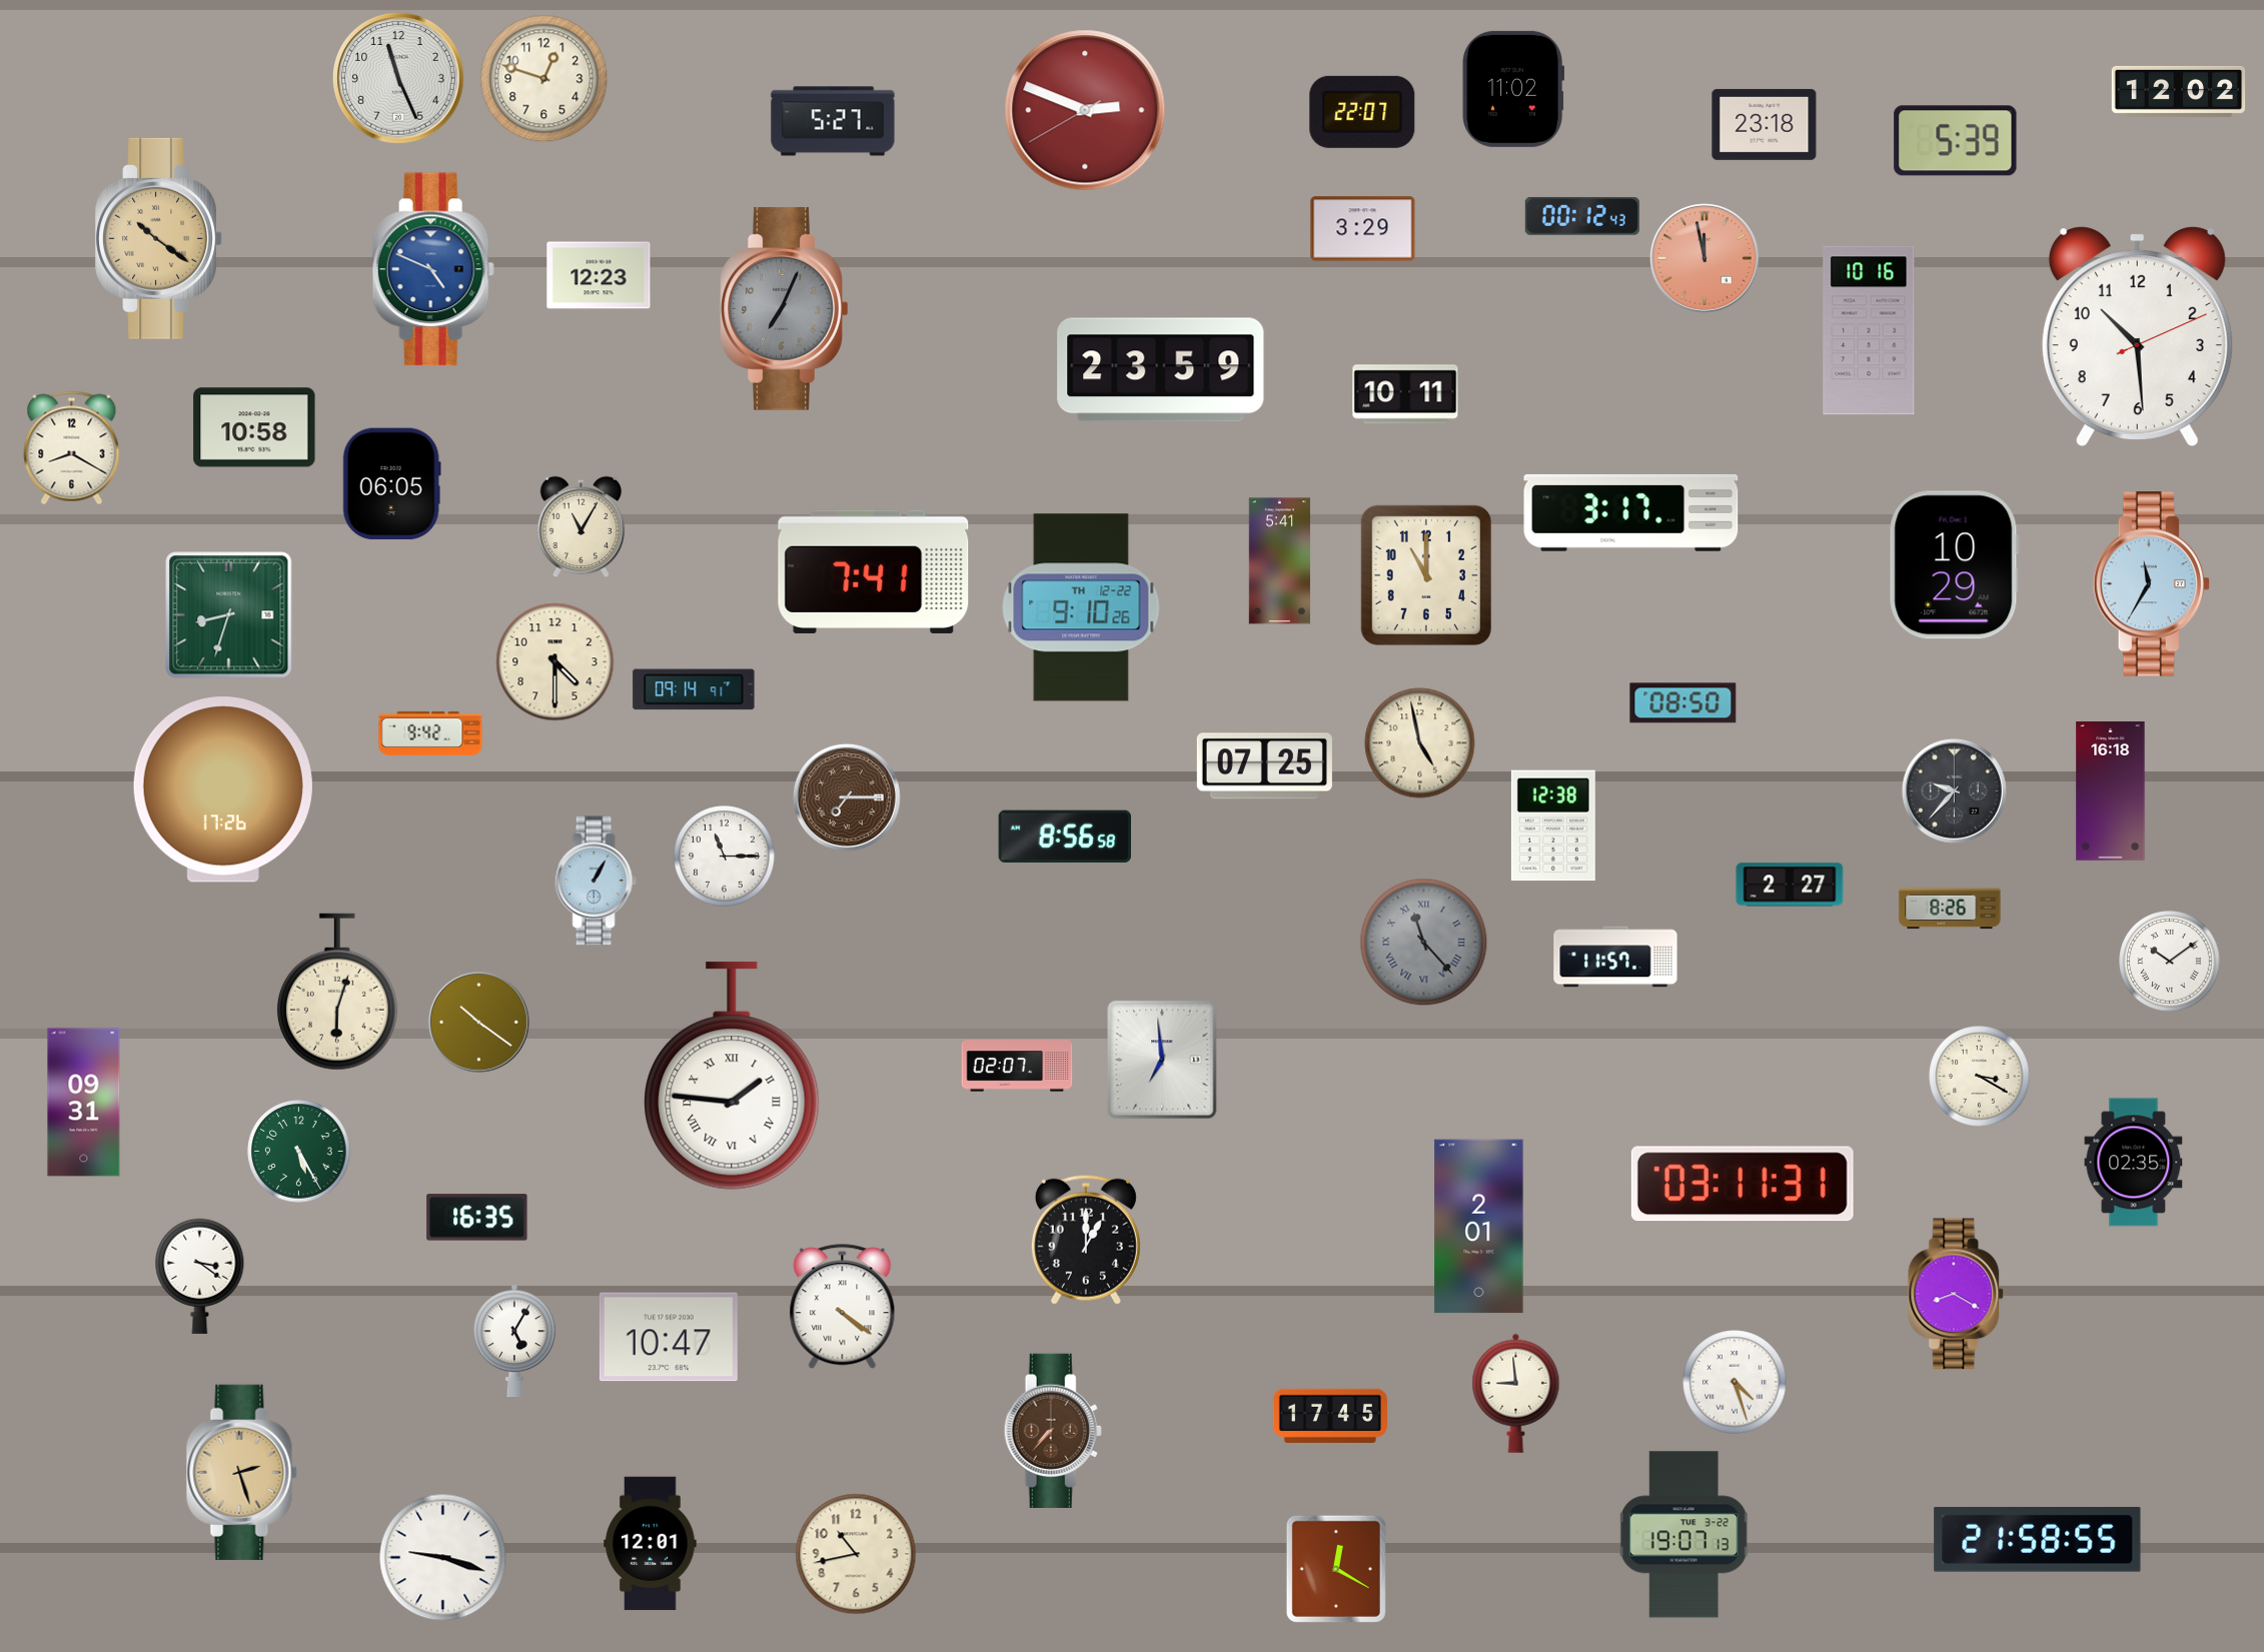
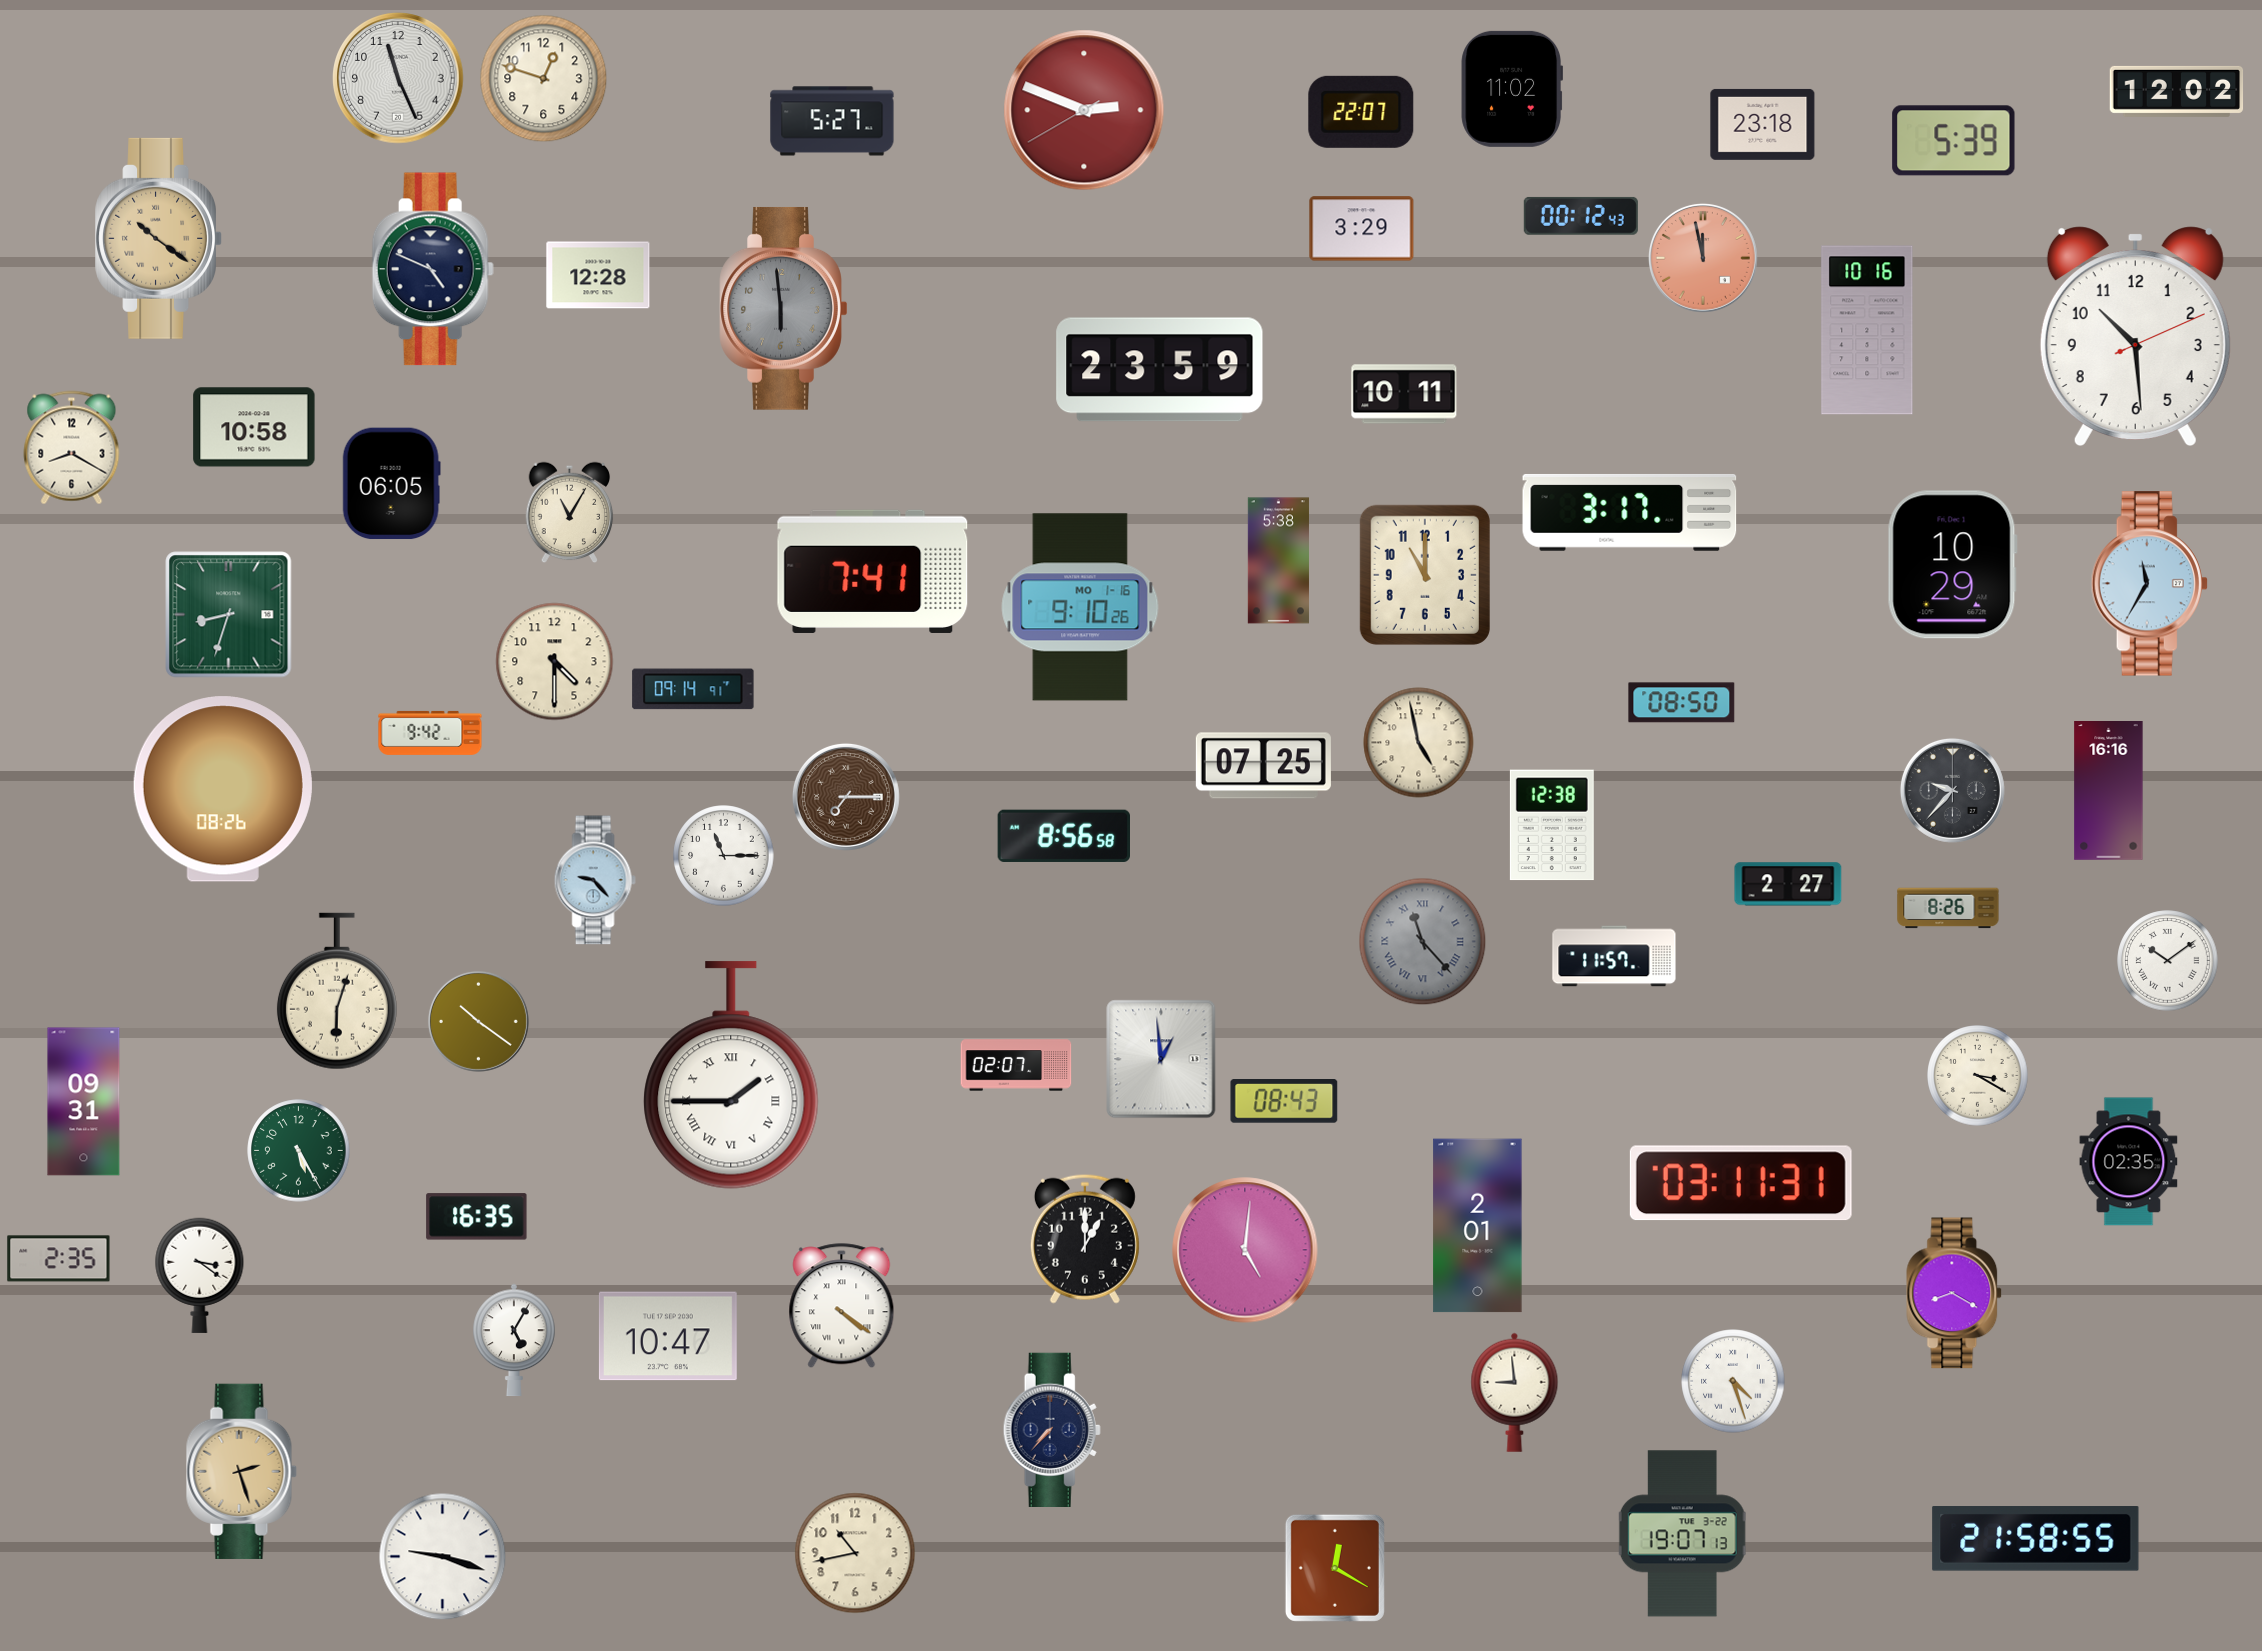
clock at (433, 269) dial: blue -> navy
clock at (599, 275): 12:23 -> 12:28
clock at (785, 308): 7:04 -> 5:59
clock at (582, 527) position: (582, 527) -> (570, 513)
clock at (1279, 561): 5:41 -> 5:38
clock at (1081, 607) date: TH 12-22 -> MO 1-16
clock at (223, 789): 17:26 -> 08:26
clock at (2111, 791): 16:18 -> 16:16
clock at (596, 881): 1:05 -> 9:23
clock at (1162, 1060): 6:59 -> 12:59
clock at (732, 1076): 1:46 -> 1:45
clock at (1284, 1101): none -> 08:43
clock at (2134, 1163) position: (2134, 1163) -> (2129, 1162)
clock at (1245, 1250): none -> 5:01
clock at (59, 1259): none -> 2:35
clock at (1330, 1416): 17:45 -> none
clock at (1053, 1430) dial: brown -> navy
clock at (651, 1544): 12:01 -> none
